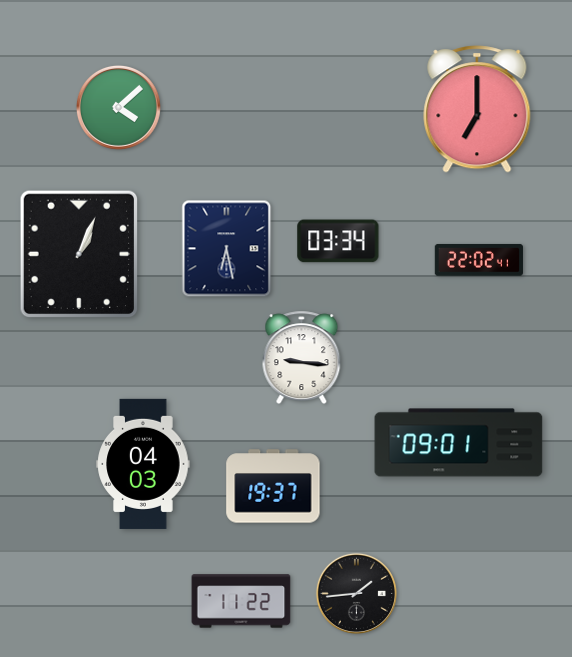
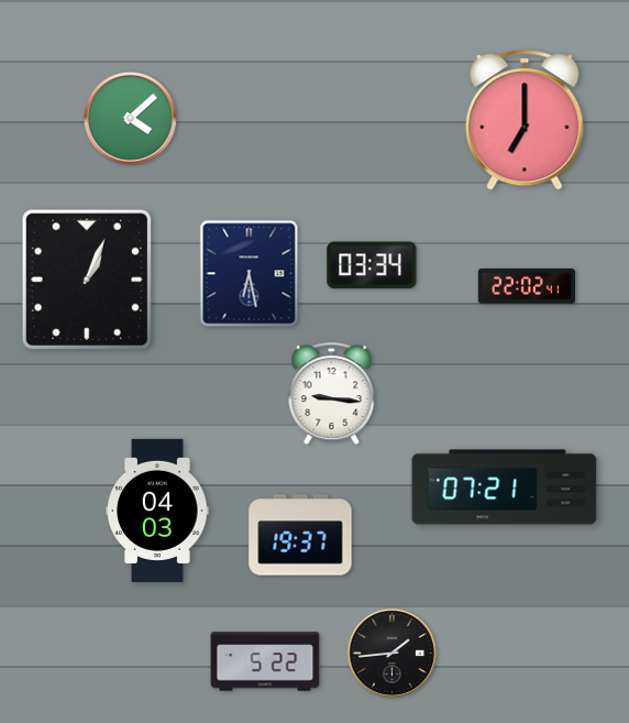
clock at (459, 443): 09:01 -> 07:21
clock at (241, 601): 11:22 -> 5:22
